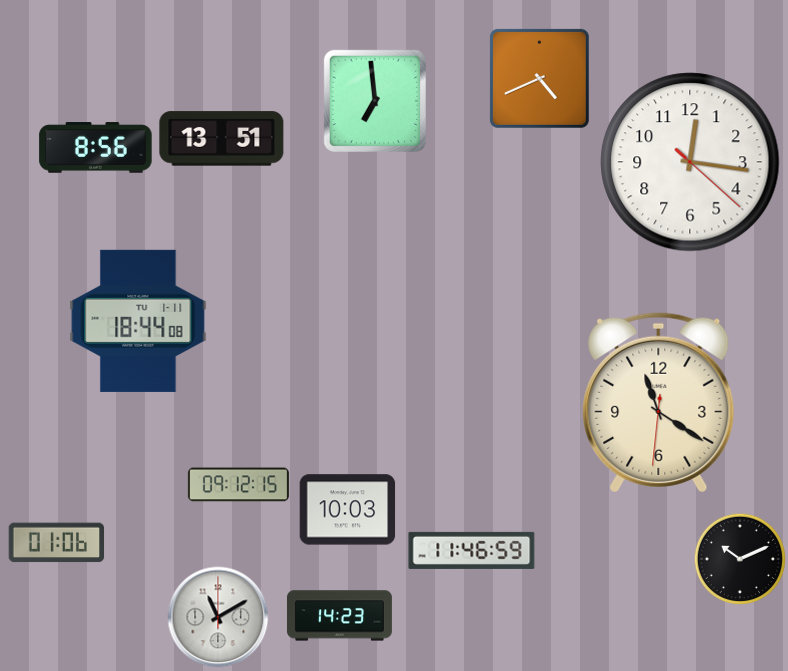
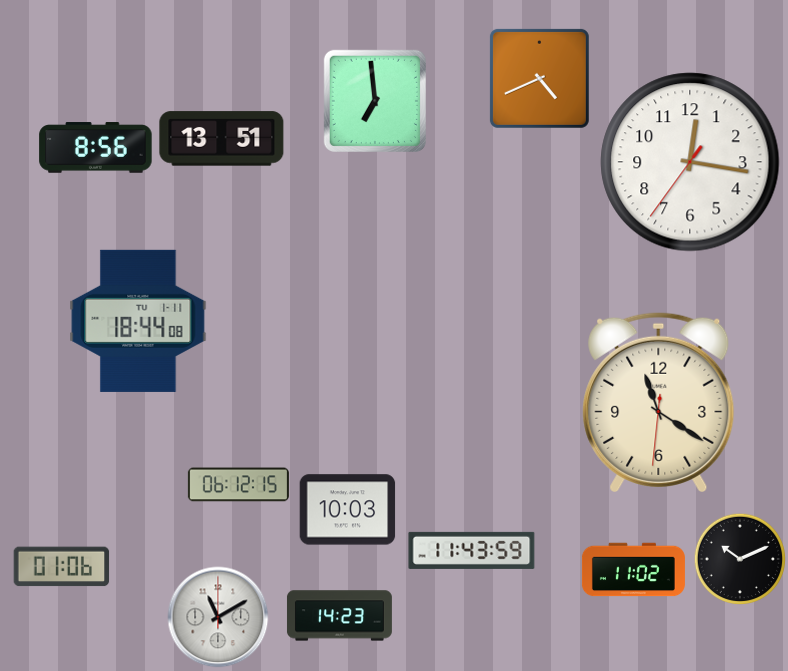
clock at (690, 162): 12:16:22 -> 12:16:36
clock at (238, 485): 09:12 -> 06:12
clock at (57, 543) position: (57, 543) -> (62, 567)
clock at (472, 550): 11:46 -> 11:43
clock at (633, 570): none -> 11:02
